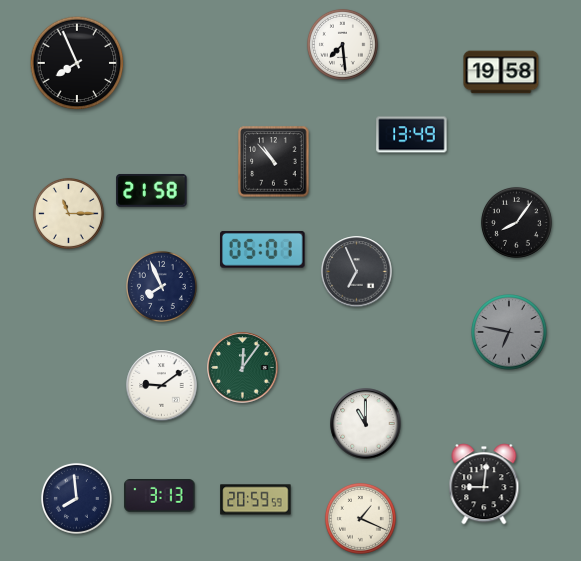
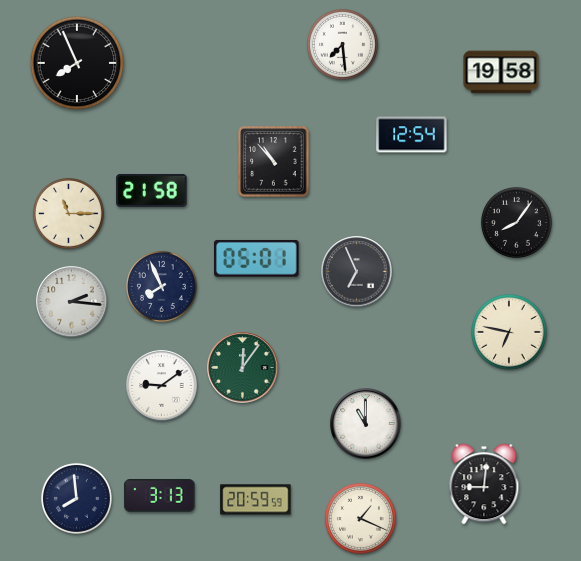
clock at (412, 135): 13:49 -> 12:54
clock at (263, 249) position: (263, 249) -> (257, 258)
clock at (72, 302): none -> 2:16
clock at (509, 332) dial: grey -> cream
